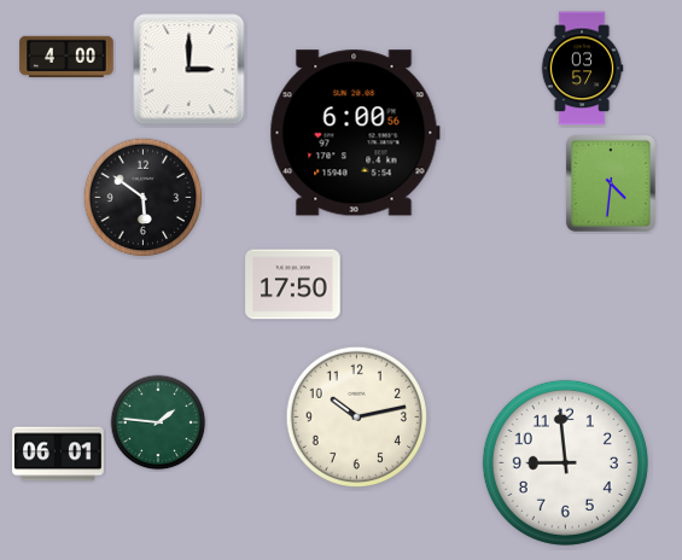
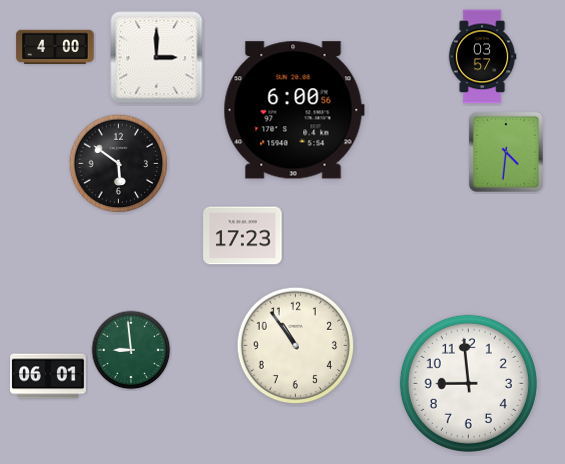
clock at (293, 285): 17:50 -> 17:23
clock at (356, 416): 10:13 -> 10:54
clock at (158, 422): 1:46 -> 8:59
